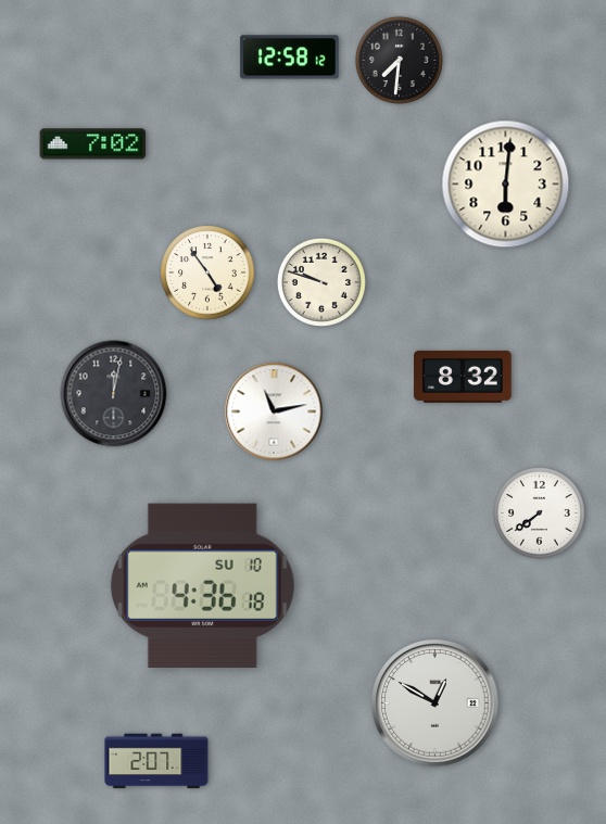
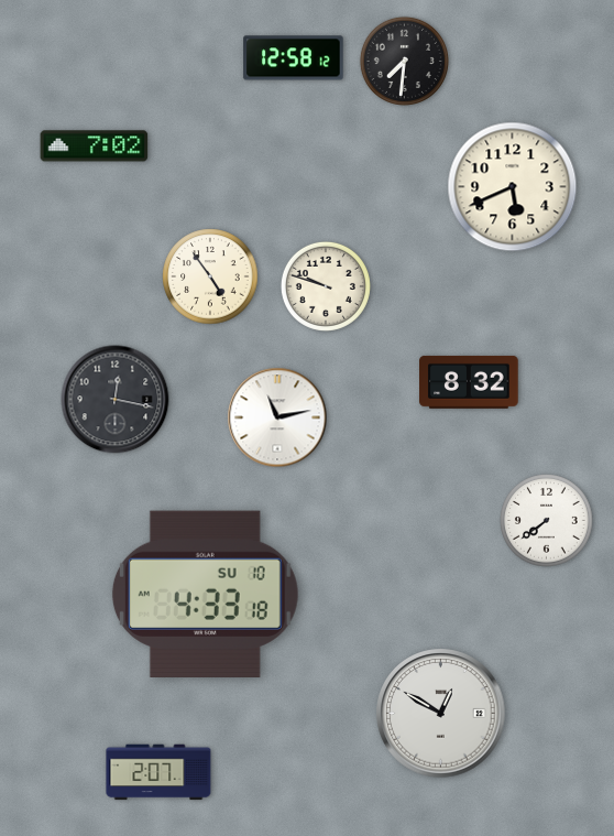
clock at (506, 185): 6:01 -> 5:41
clock at (114, 394): 12:02 -> 12:17
clock at (202, 585): 4:36 -> 4:33
